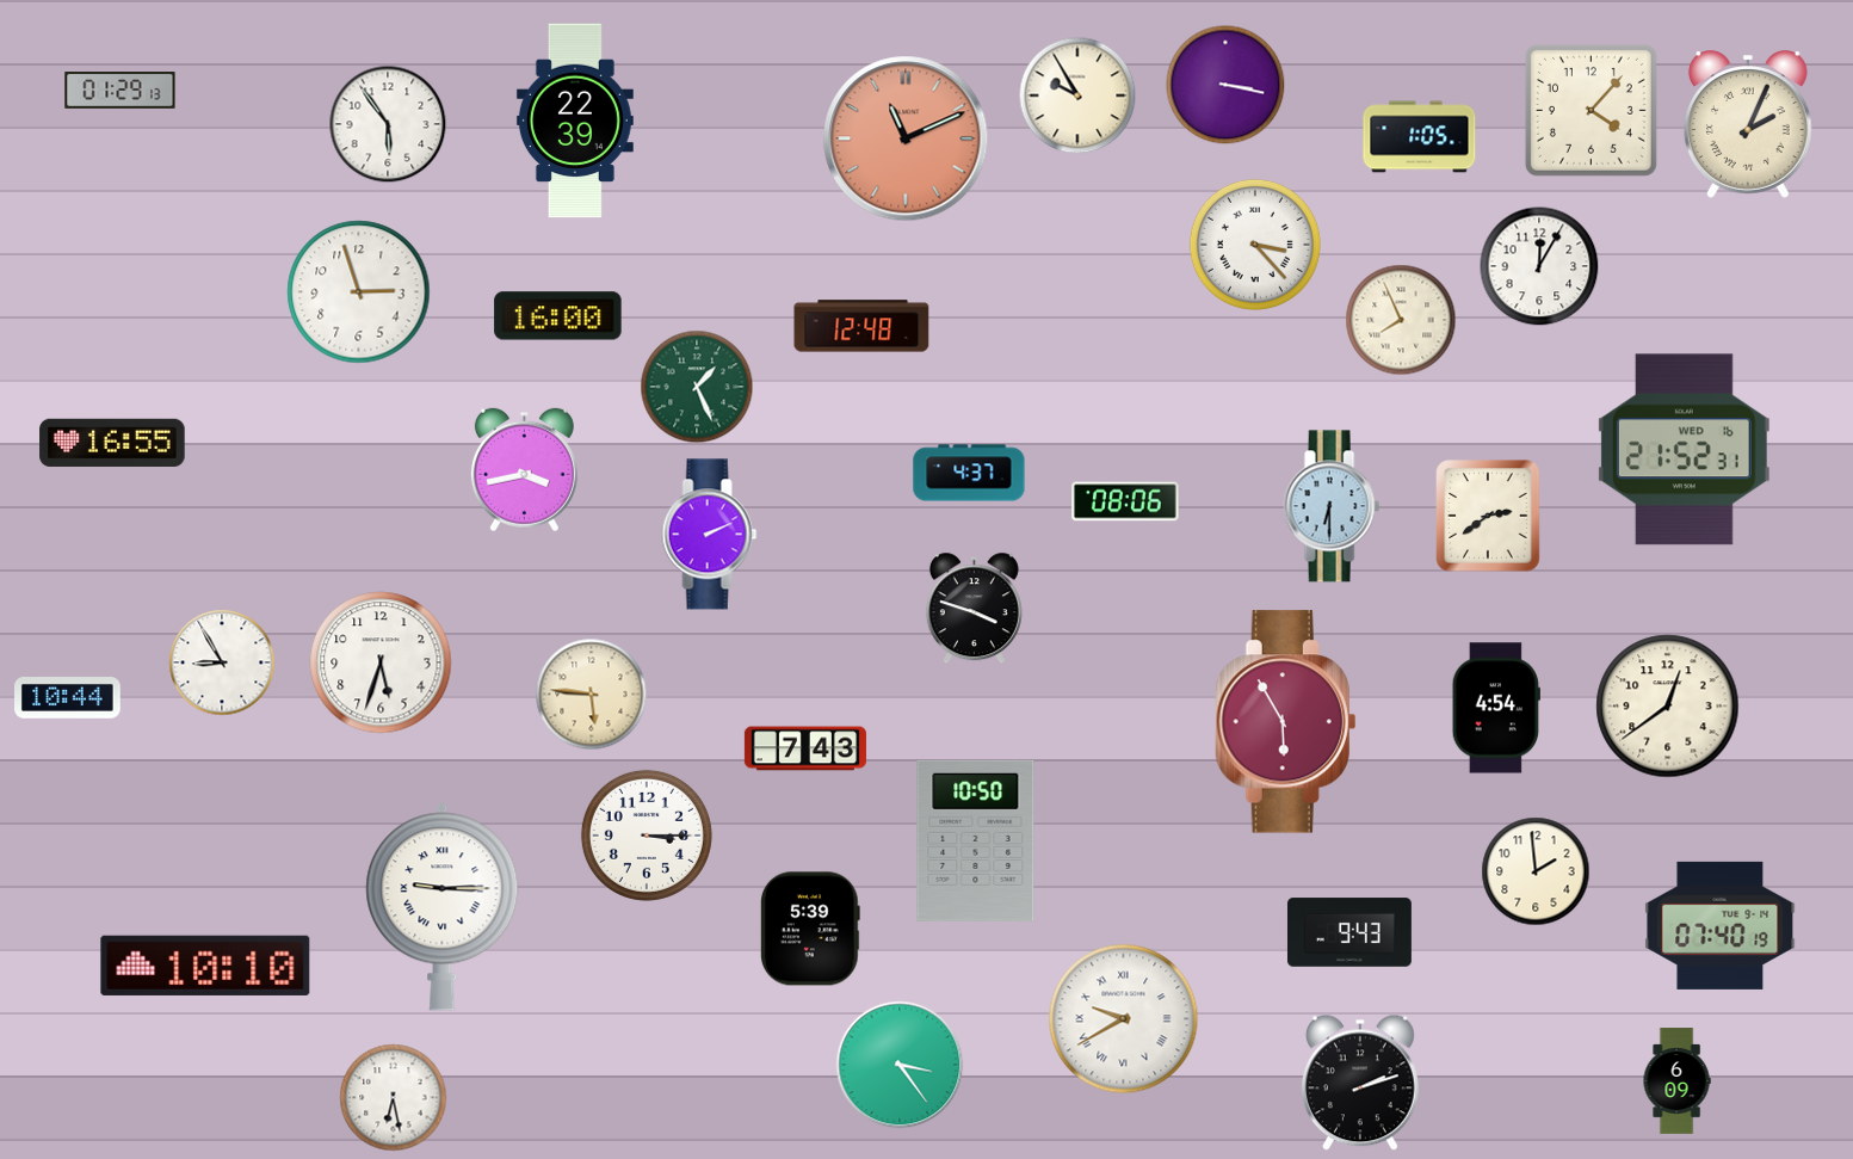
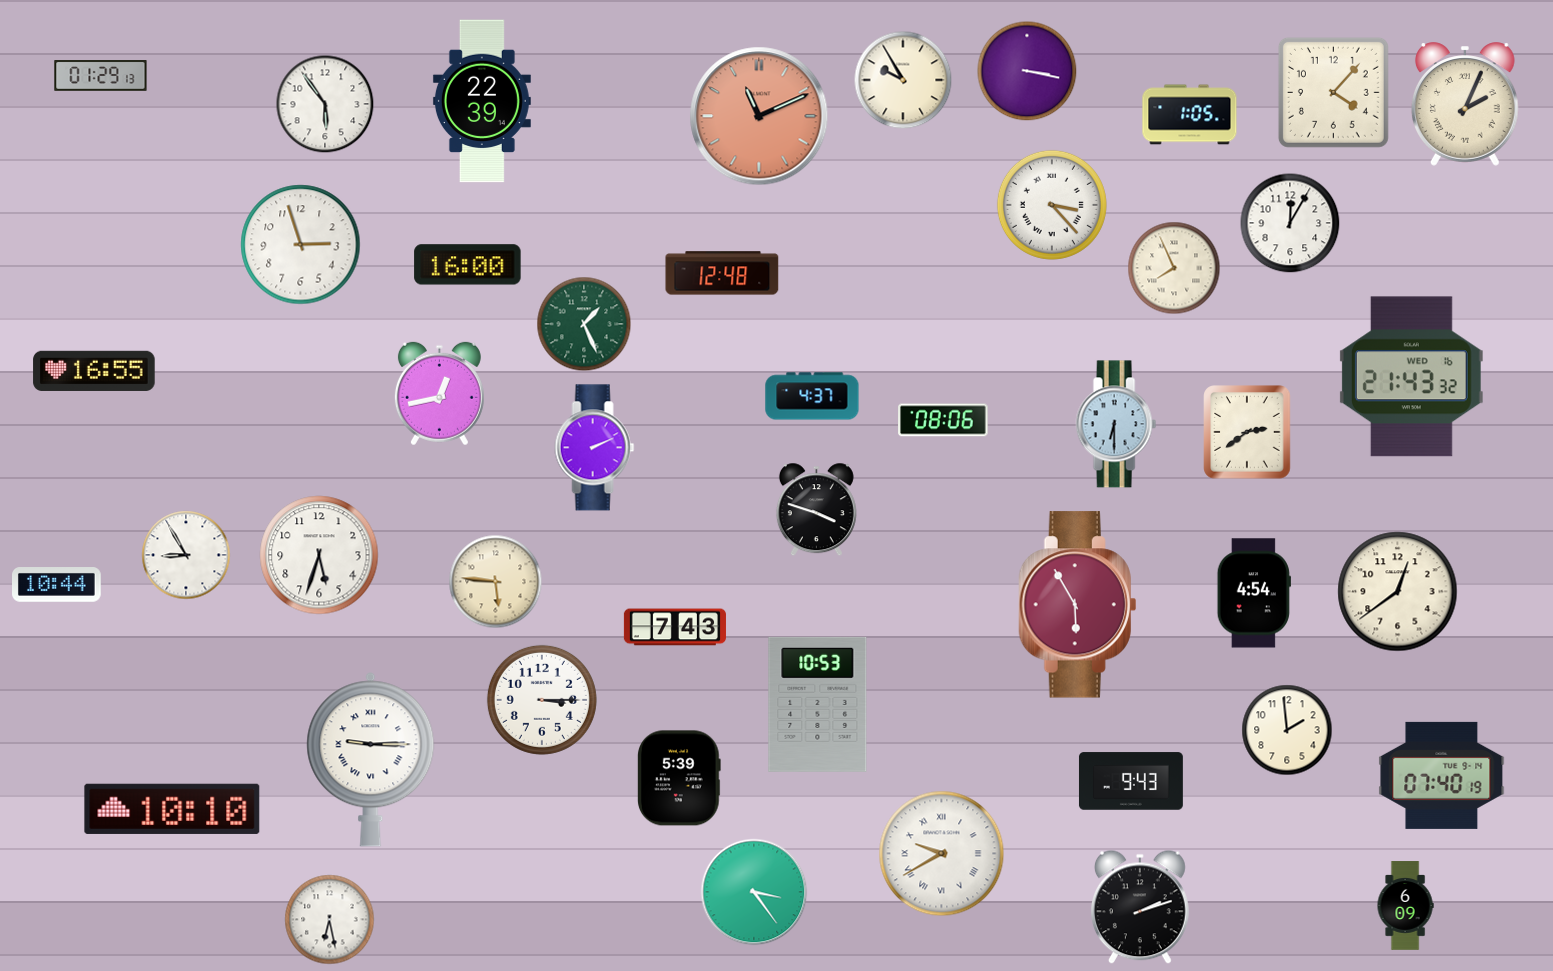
clock at (1684, 450): 21:52 -> 21:43
clock at (524, 470): 3:43 -> 12:43
clock at (976, 840): 10:50 -> 10:53
